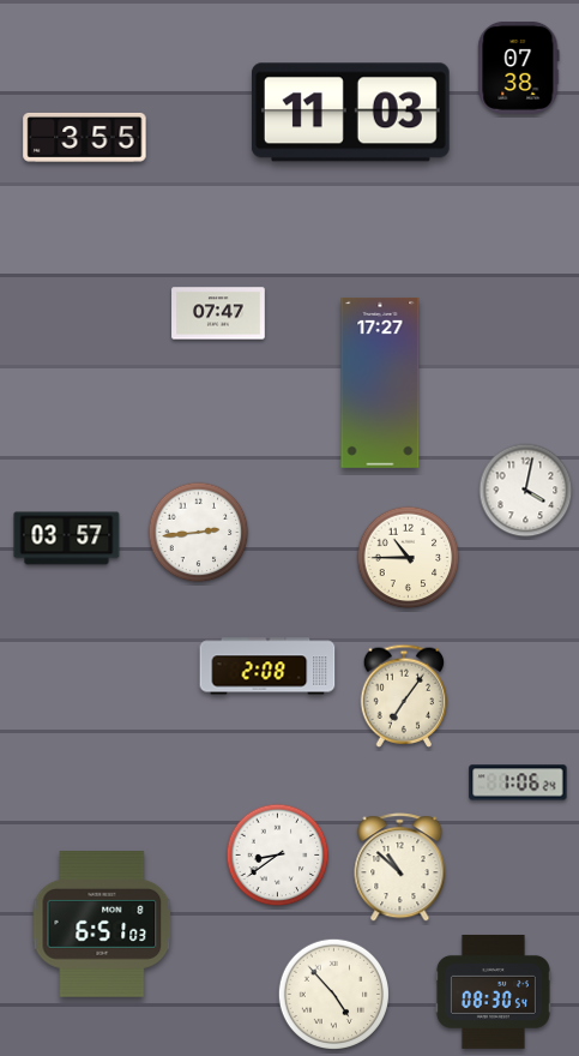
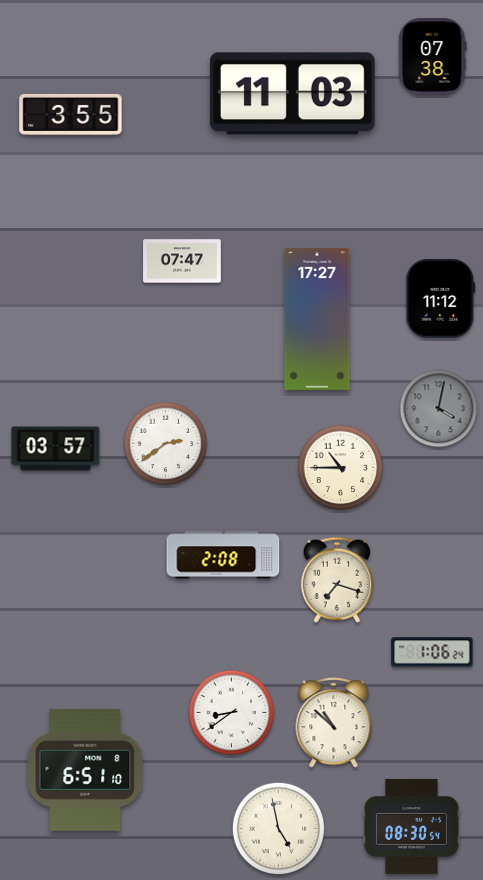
clock at (441, 299): none -> 11:12
clock at (526, 491) dial: white -> grey
clock at (199, 533): 2:44 -> 2:39
clock at (409, 558) position: (409, 558) -> (341, 468)
clock at (404, 696): 7:06 -> 7:18
clock at (102, 925): 6:51:03 -> 6:51:10
clock at (333, 994): 4:53 -> 4:58
